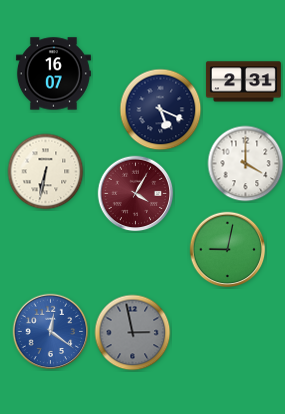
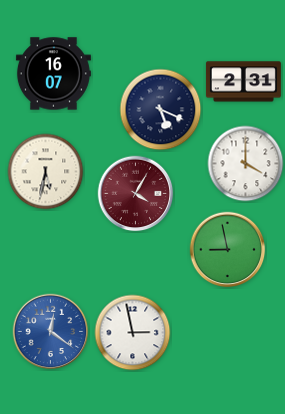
clock at (46, 172): 6:32 -> 5:32
clock at (228, 250): 9:02 -> 8:58
clock at (133, 333) dial: grey -> white
